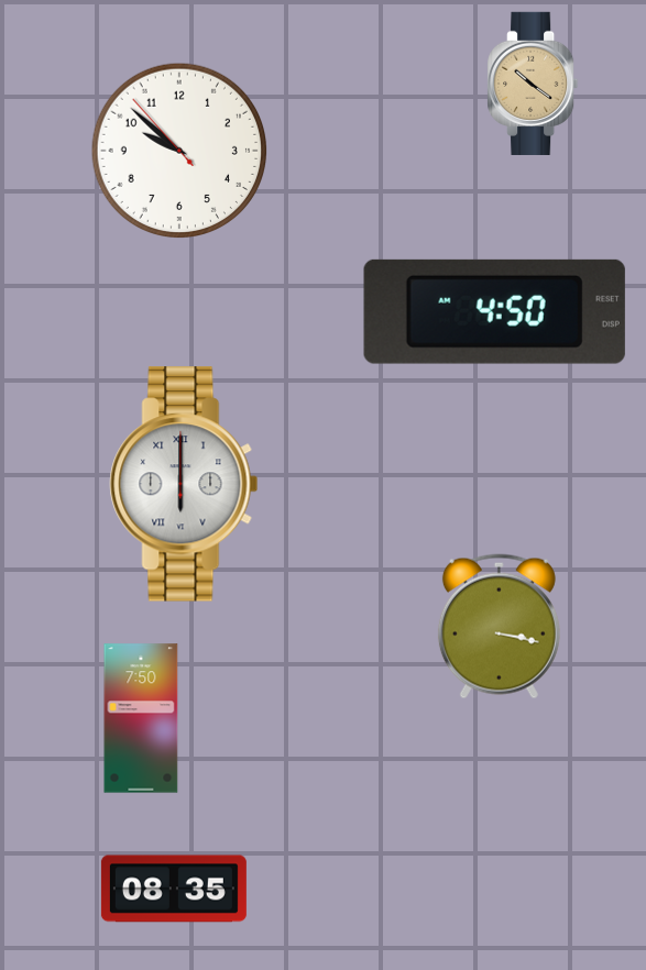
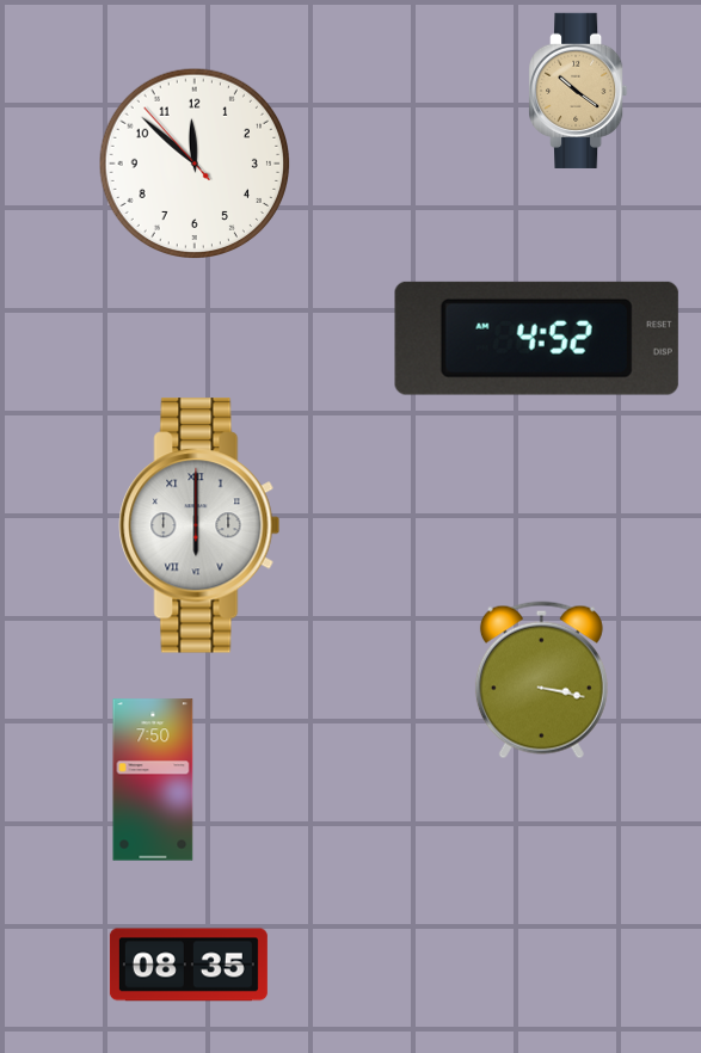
clock at (178, 150): 9:51 -> 11:51
clock at (494, 311): 4:50 -> 4:52
